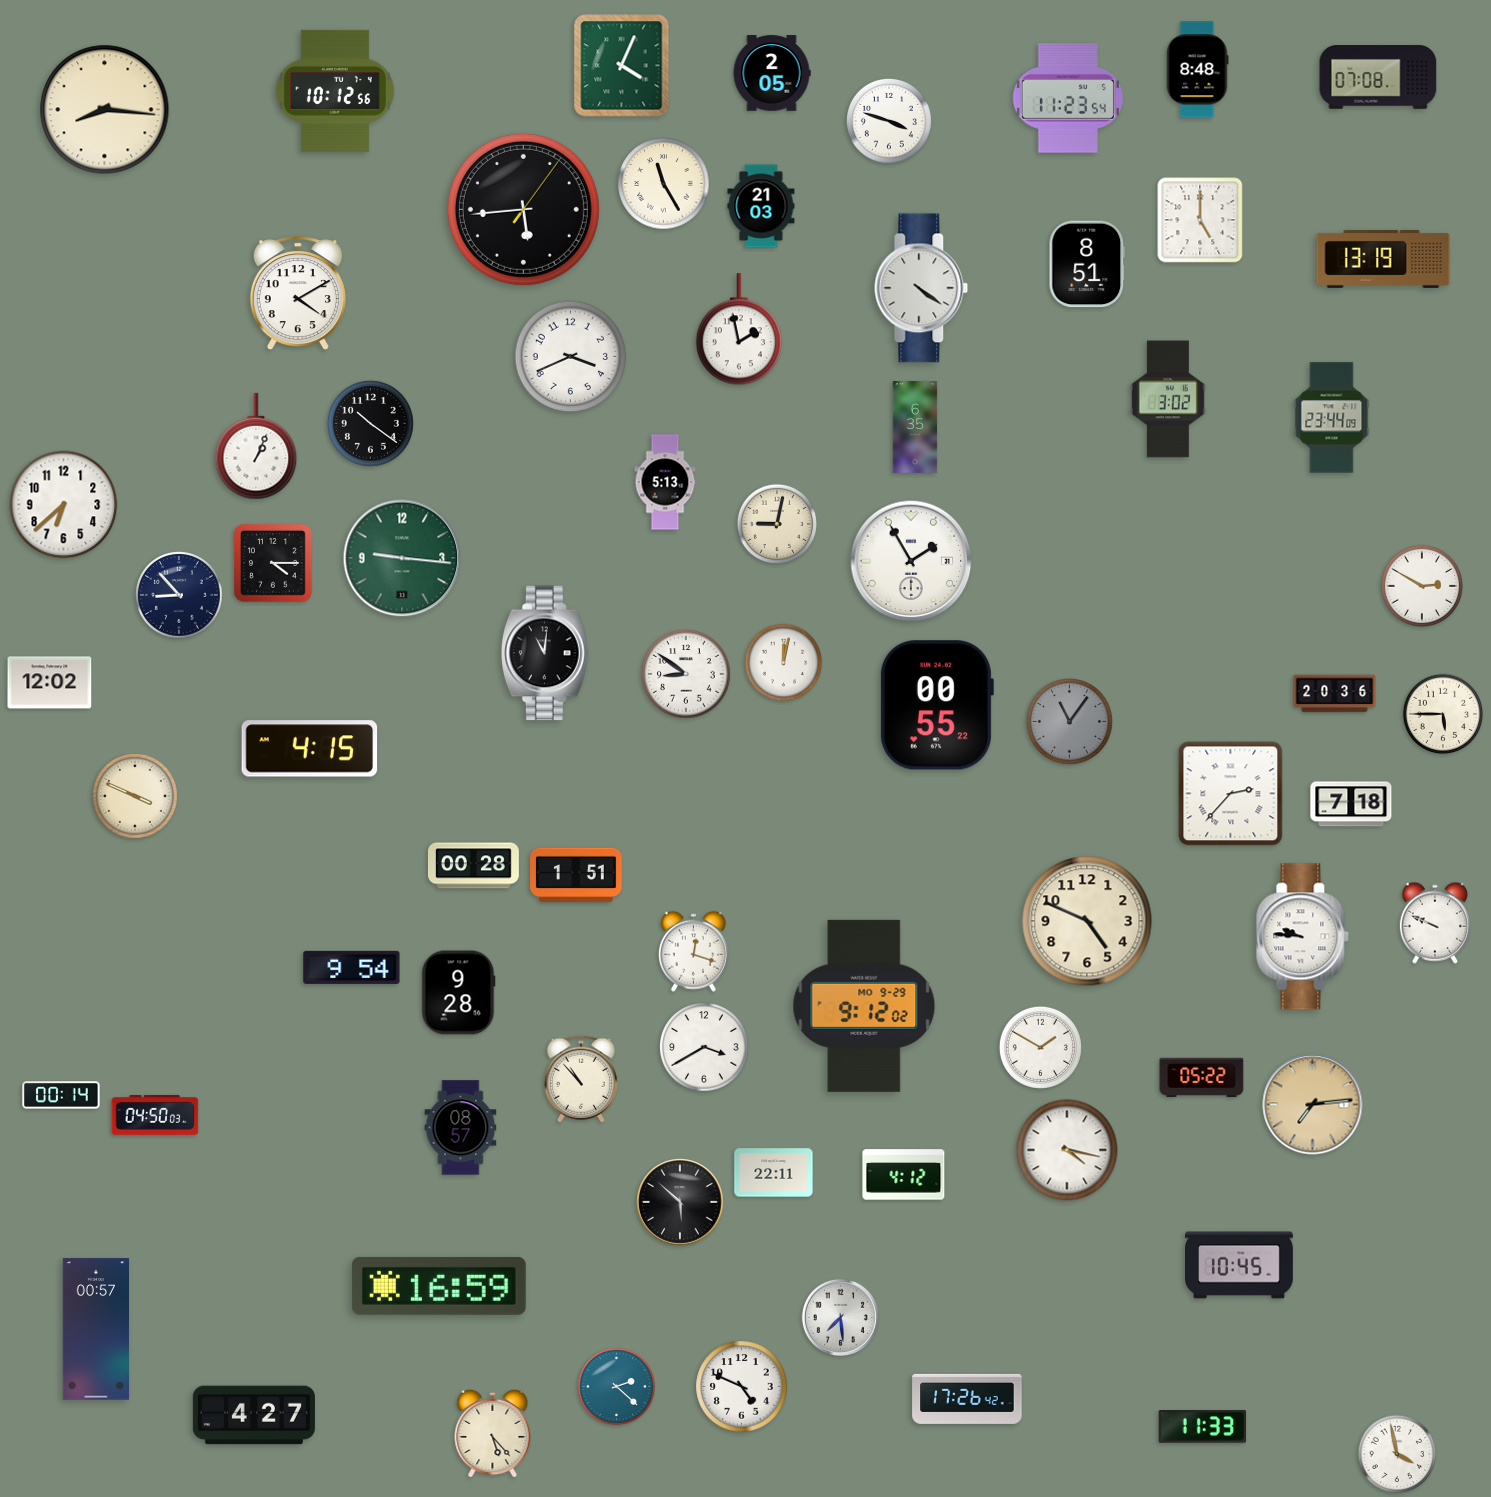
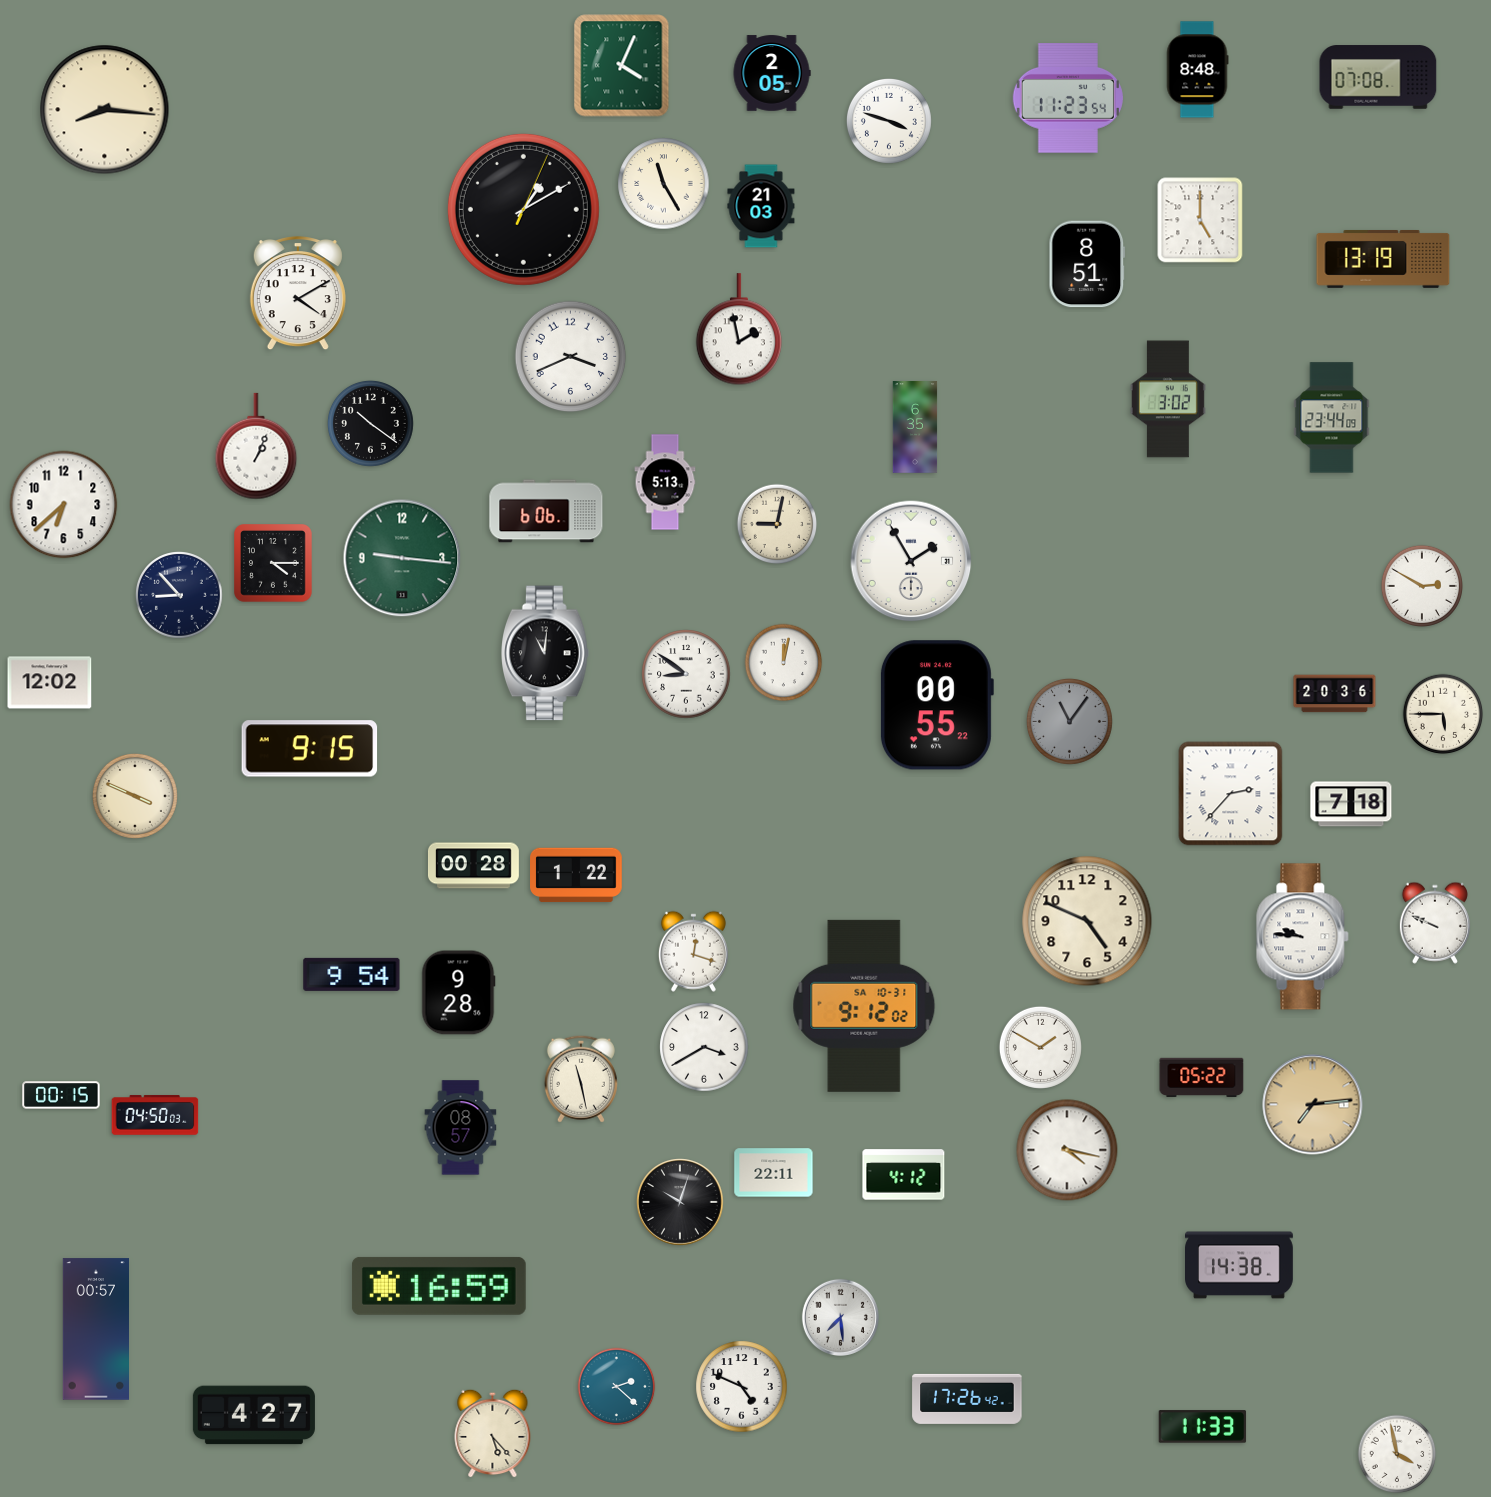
clock at (335, 91): 10:12 -> none
clock at (523, 209): 5:44 -> 1:10
clock at (921, 288): 4:21 -> none
clock at (546, 511): none -> 6:06
clock at (310, 749): 4:15 -> 9:15
clock at (576, 875): 1:51 -> 1:22
clock at (352, 967) position: (352, 967) -> (352, 974)
clock at (864, 1006) date: MO 9-29 -> SA 10-31
clock at (581, 1079): 10:53 -> 11:28
clock at (61, 1095): 00:14 -> 00:15
clock at (680, 1202): 5:52 -> 10:03
clock at (1240, 1265): 10:45 -> 14:38
